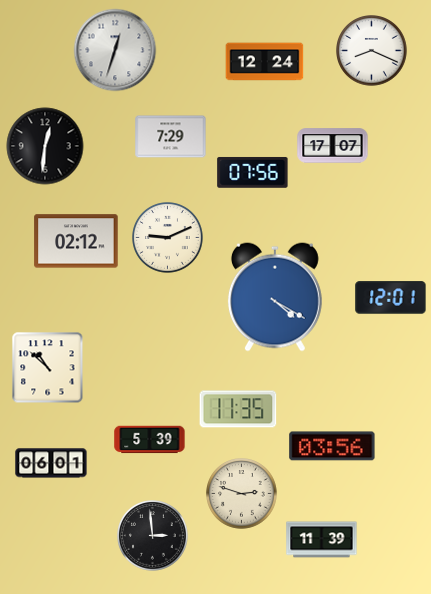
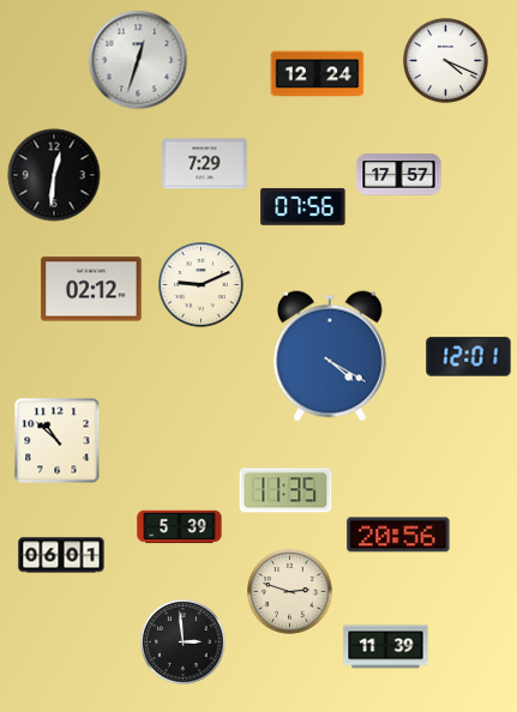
clock at (372, 51): 8:19 -> 4:19
clock at (333, 146): 17:07 -> 17:57
clock at (332, 446): 03:56 -> 20:56
